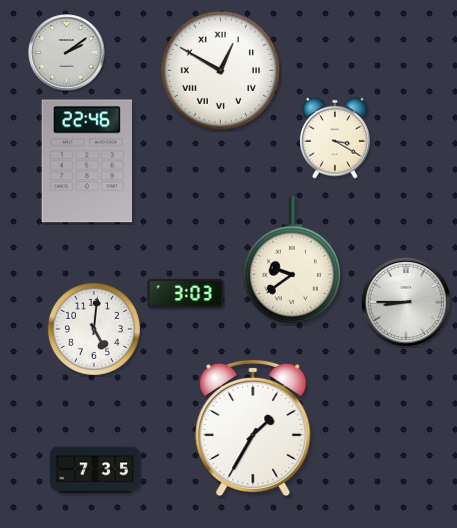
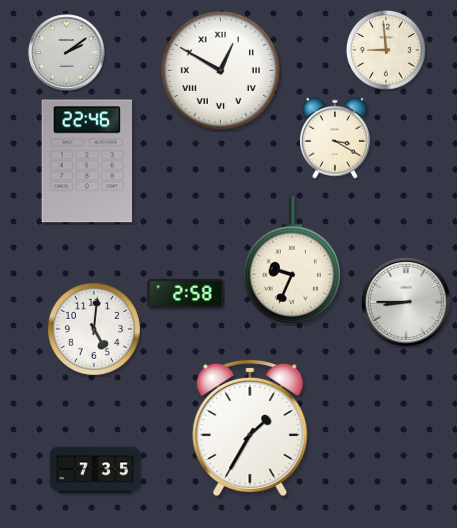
clock at (387, 51): none -> 8:59
clock at (291, 260): 9:39 -> 9:34
clock at (186, 293): 3:03 -> 2:58
clock at (253, 427) position: (253, 427) -> (250, 427)
